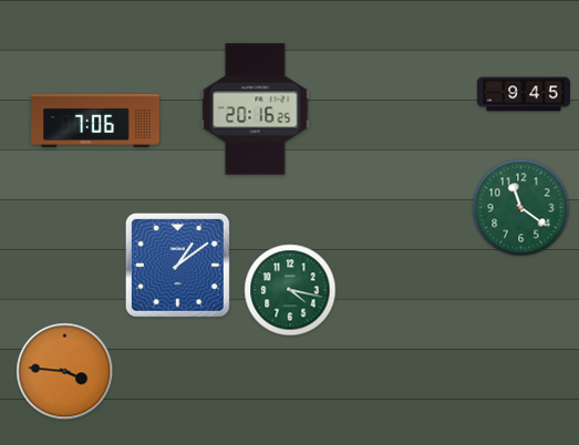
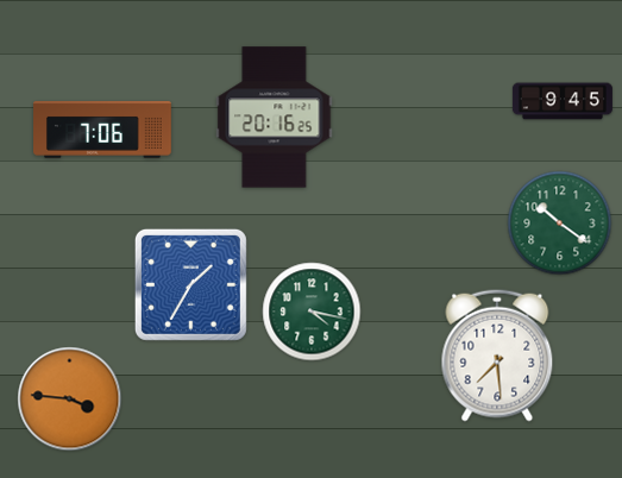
clock at (521, 208): 11:21 -> 10:21
clock at (177, 265): 1:09 -> 1:35
clock at (497, 356): none -> 7:29
